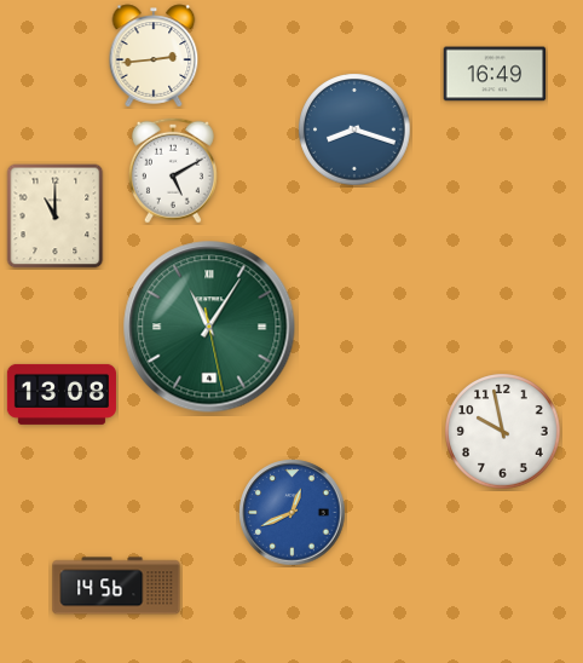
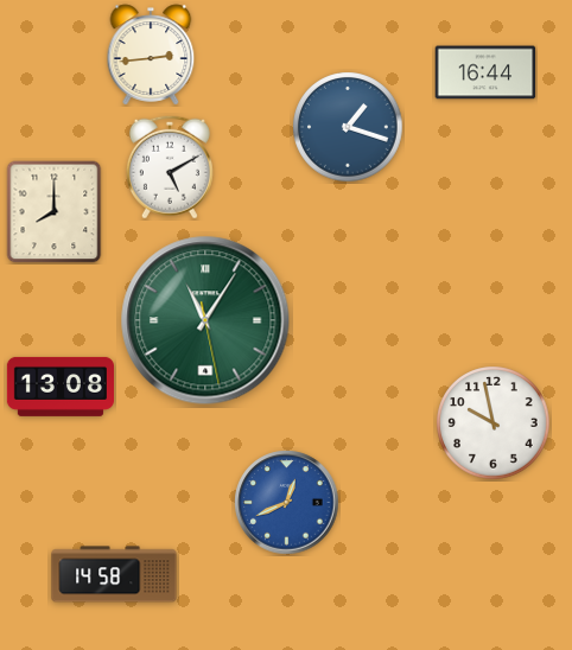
clock at (495, 74): 16:49 -> 16:44
clock at (354, 129): 8:18 -> 1:18
clock at (56, 217): 11:00 -> 8:00
clock at (116, 586): 14:56 -> 14:58
